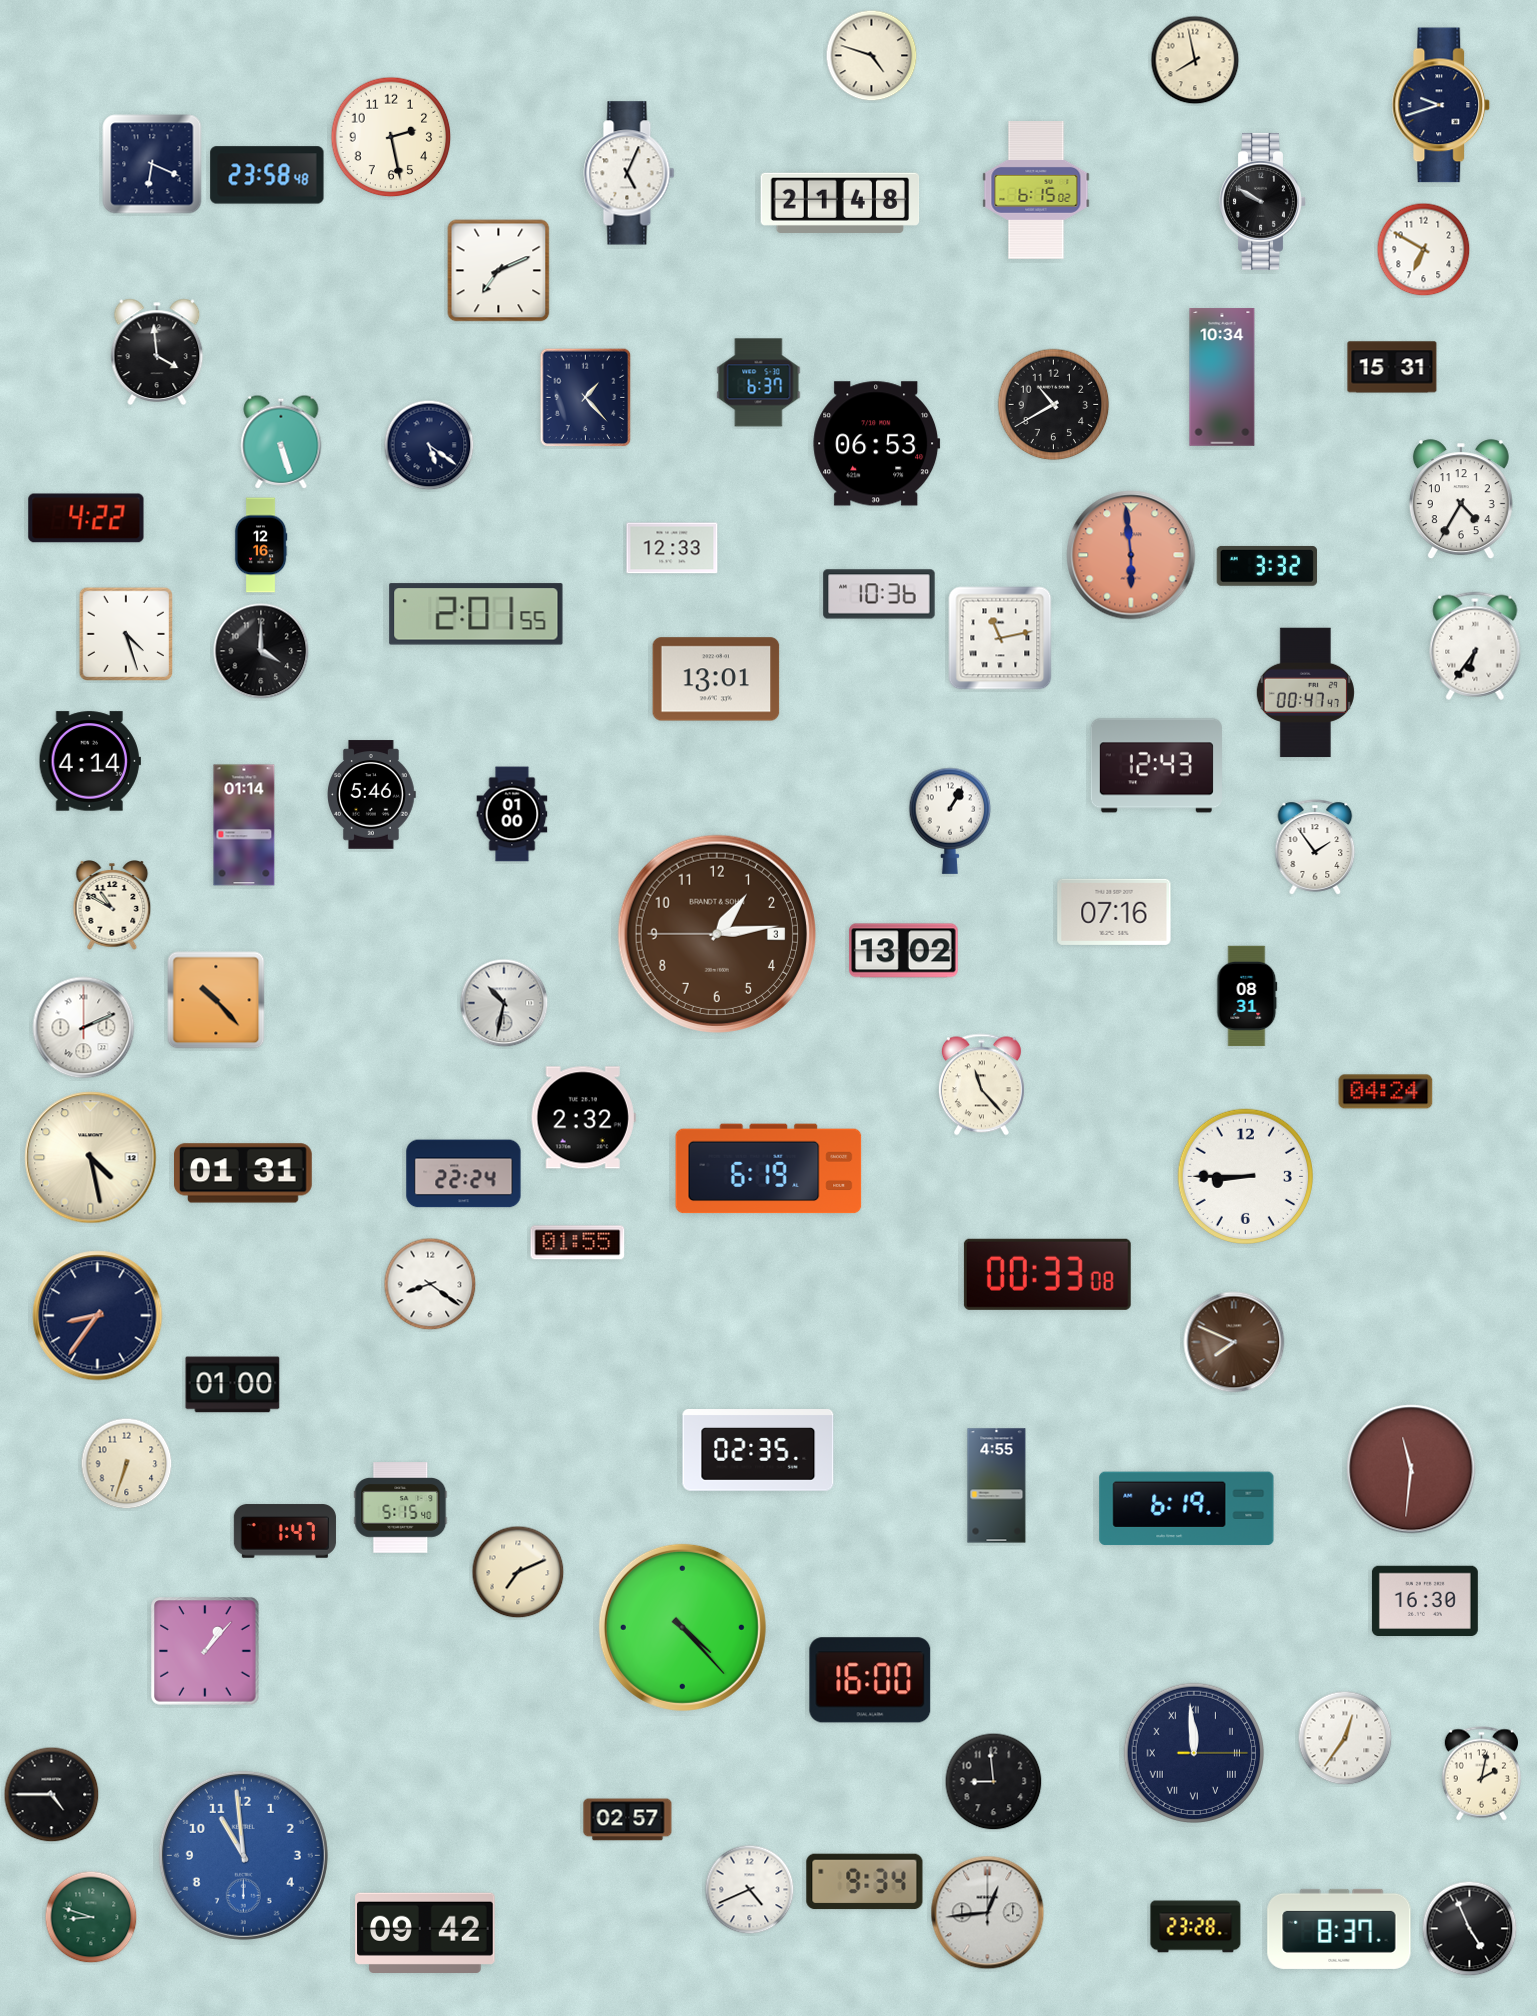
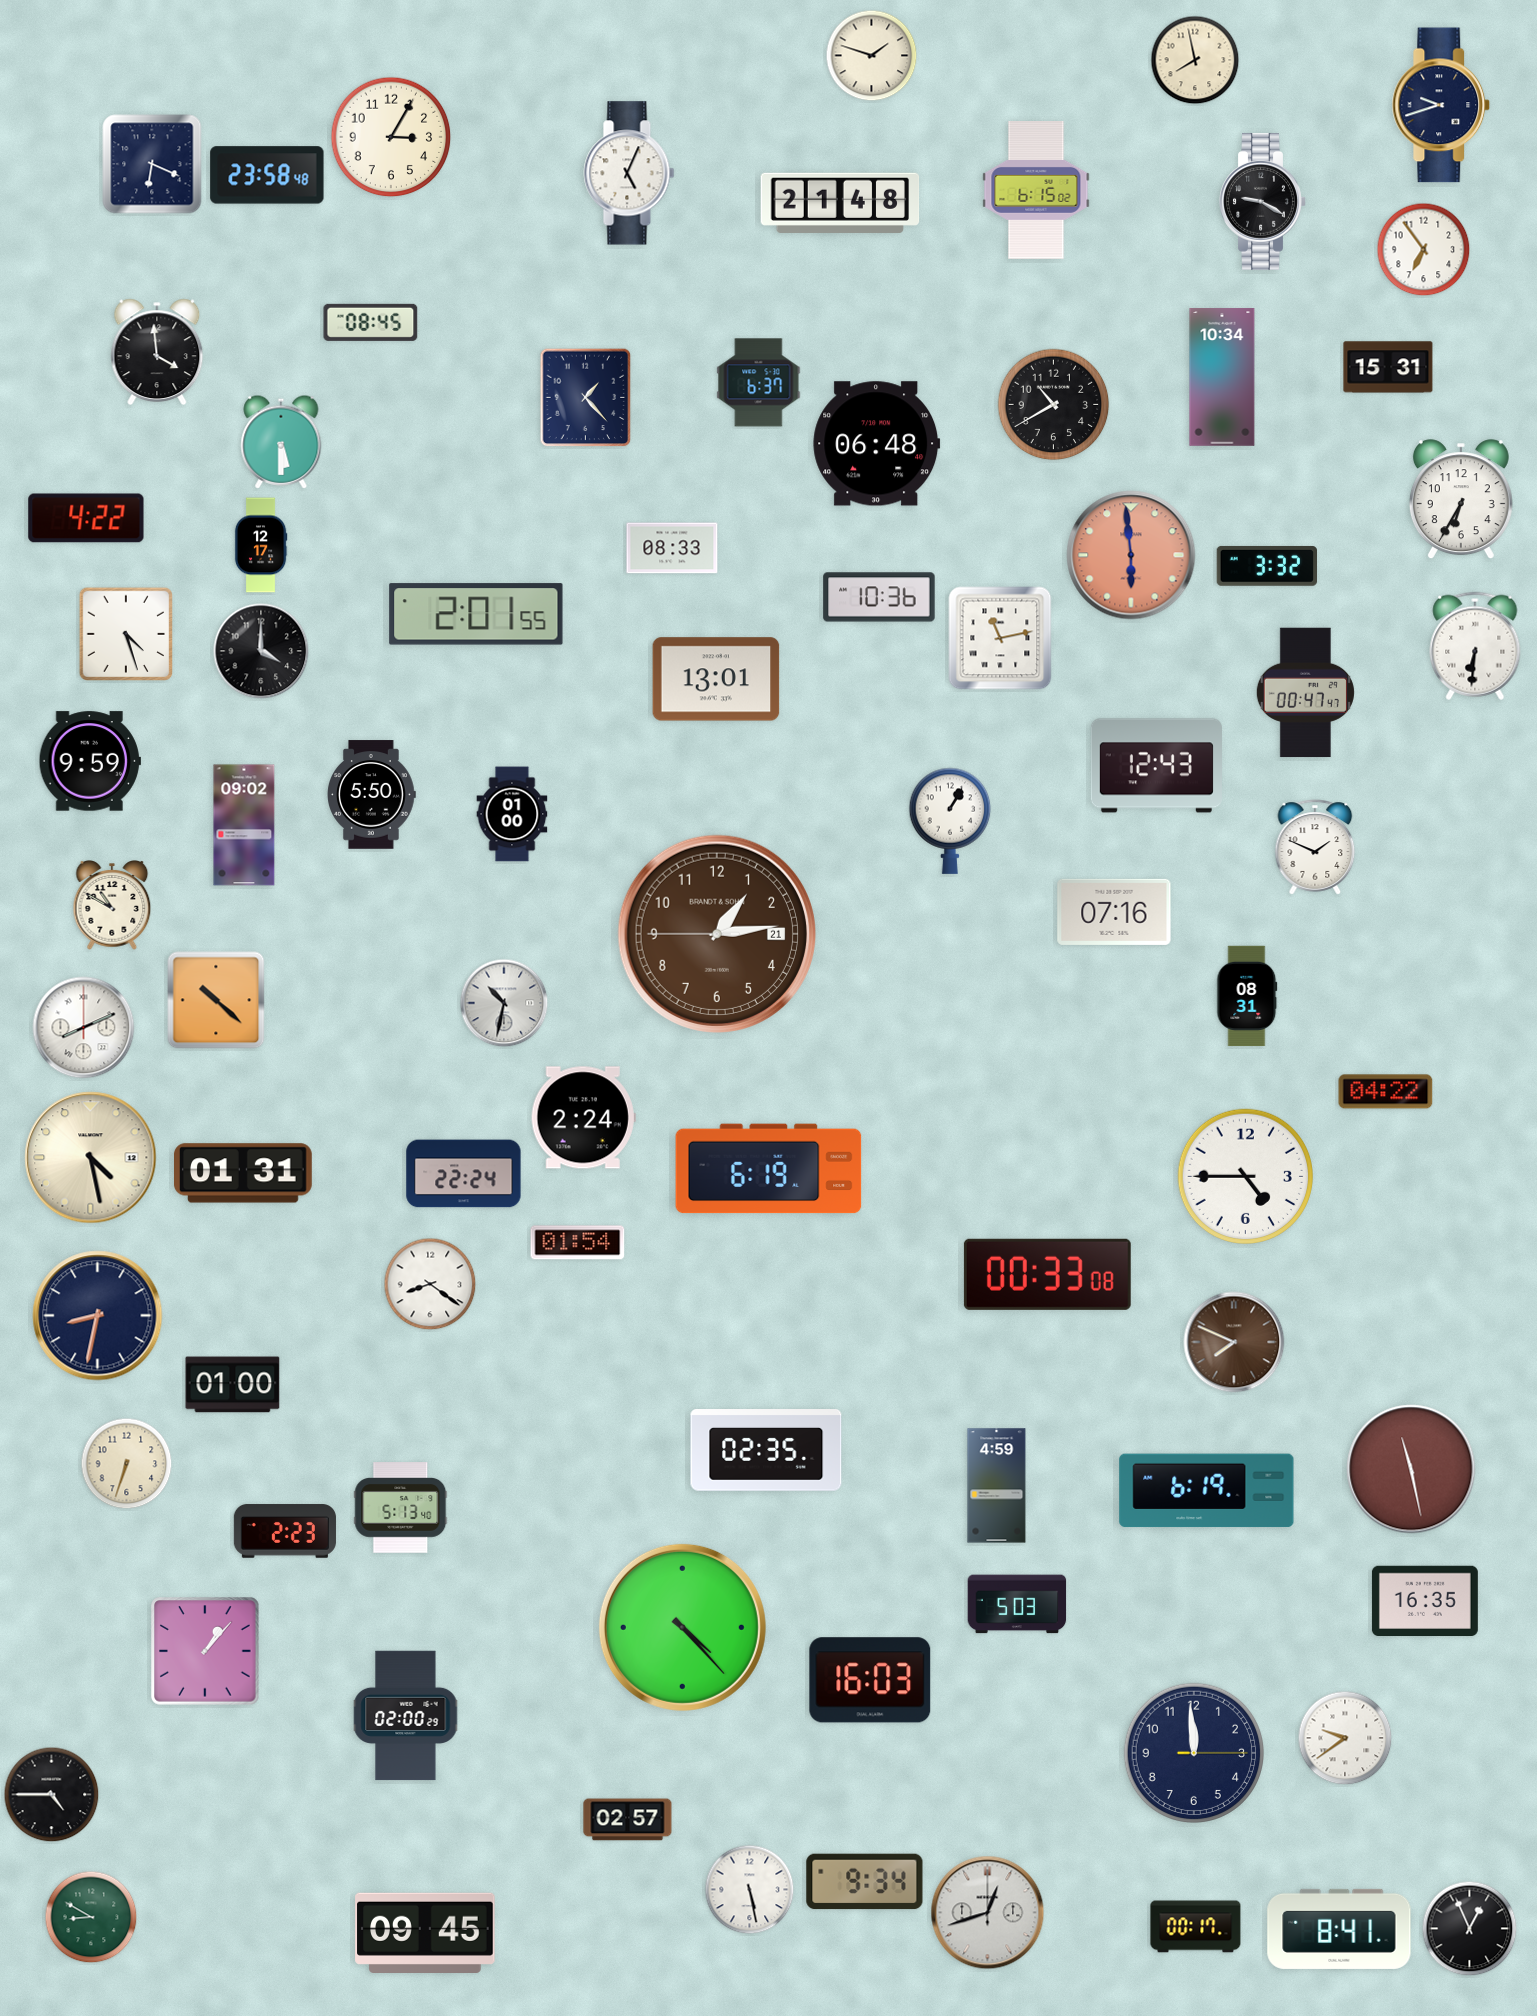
clock at (872, 56): 4:48 -> 1:48
clock at (391, 137): 2:28 -> 3:05
clock at (1263, 201): 9:50 -> 9:20
clock at (1424, 250): 6:50 -> 6:54
clock at (499, 271): 7:11 -> none
clock at (371, 322): none -> 08:45
clock at (1392, 367) position: (1392, 367) -> (1388, 367)
clock at (281, 442): 5:27 -> 5:30
clock at (877, 444): 06:53 -> 06:48
clock at (429, 445): 5:21 -> none
clock at (1461, 500): 4:35 -> 6:35
clock at (261, 545): 12:16 -> 12:17
clock at (672, 548): 12:33 -> 08:33
clock at (879, 594) position: (879, 594) -> (879, 597)
clock at (1475, 646): 6:36 -> 6:31
clock at (90, 761): 4:14 -> 9:59
clock at (372, 795): 5:46 -> 5:50
clock at (244, 825): 01:14 -> 09:02
clock at (1315, 847): 1:54 -> 1:49
clock at (716, 933) date: 3 -> 21
clock at (904, 951): 13:02 -> none
clock at (216, 1000): 10:23 -> 10:22
clock at (84, 1028): 2:11 -> 8:11
clock at (981, 1085): 11:23 -> none
clock at (1386, 1092): 04:24 -> 04:22
clock at (583, 1118): 2:32 -> 2:24
clock at (1246, 1177): 8:45 -> 4:45
clock at (578, 1243): 01:55 -> 01:54
clock at (98, 1316): 8:36 -> 8:32
clock at (758, 1451) position: (758, 1451) -> (766, 1451)
clock at (1411, 1469): 11:31 -> 11:28
clock at (997, 1486): 4:55 -> 4:59
clock at (401, 1508): 5:15 -> 5:13
clock at (1187, 1509) position: (1187, 1509) -> (1207, 1491)
clock at (285, 1531): 1:47 -> 2:23
clock at (518, 1572): 7:11 -> none
clock at (1425, 1600): 16:30 -> 16:35
clock at (1017, 1604): none -> 5:03
clock at (870, 1680): 16:00 -> 16:03
clock at (406, 1716): none -> 02:00
clock at (1345, 1738): 12:36 -> 9:39
clock at (1193, 1752) numerals: Roman -> Arabic
clock at (1481, 1774): 2:02 -> none
clock at (994, 1782): 8:59 -> none
clock at (243, 1855): 10:59 -> none
clock at (750, 1890): 4:41 -> 5:28
clock at (988, 1913): 12:44 -> 12:42
clock at (91, 1917): 8:48 -> 8:50
clock at (1196, 1927): 23:28 -> 00:17
clock at (1339, 1929): 8:37 -> 8:41
clock at (1470, 1929): 4:56 -> 12:56
clock at (425, 1933): 09:42 -> 09:45
